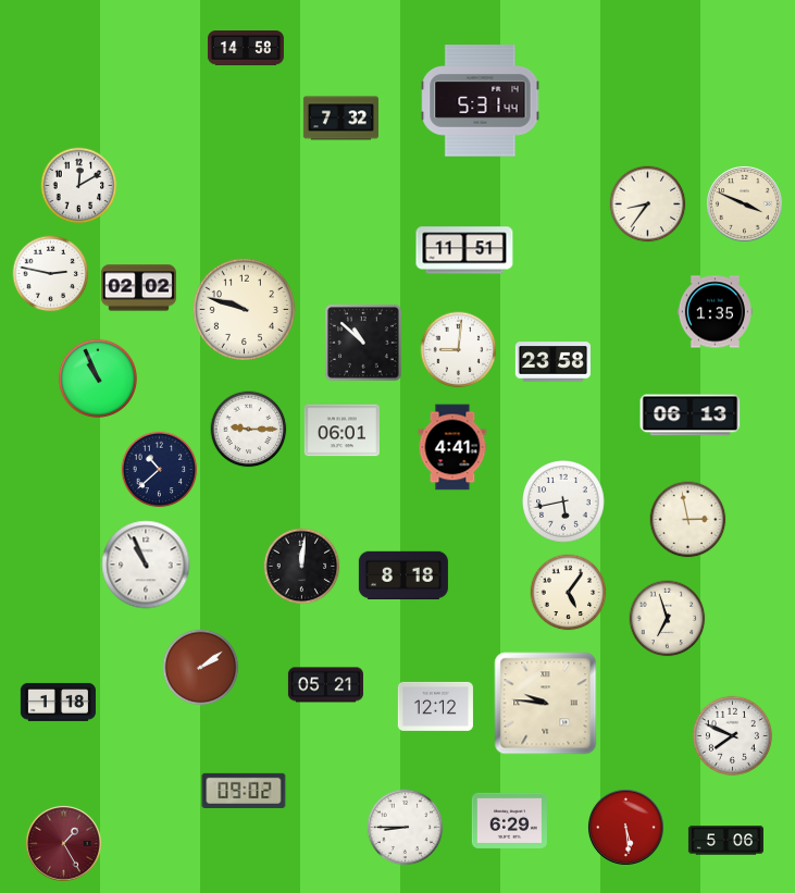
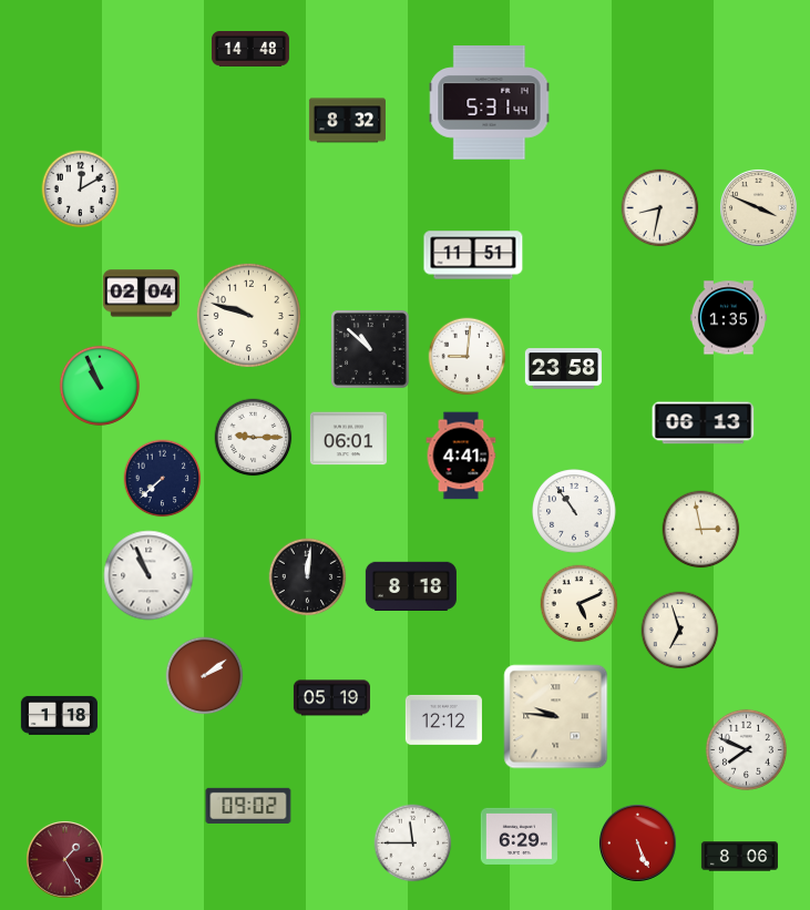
clock at (246, 49): 14:58 -> 14:48
clock at (340, 119): 7:32 -> 8:32
clock at (648, 204): 8:36 -> 8:32
clock at (51, 274): 2:47 -> none
clock at (138, 288): 02:02 -> 02:04
clock at (160, 470): 10:38 -> 7:38
clock at (563, 501): 5:43 -> 10:54
clock at (569, 593): 5:06 -> 5:11
clock at (201, 668) position: (201, 668) -> (205, 676)
clock at (325, 685): 05:21 -> 05:19
clock at (625, 827): 5:29 -> 5:26
clock at (406, 828): 8:45 -> 11:45
clock at (725, 841): 5:06 -> 8:06
